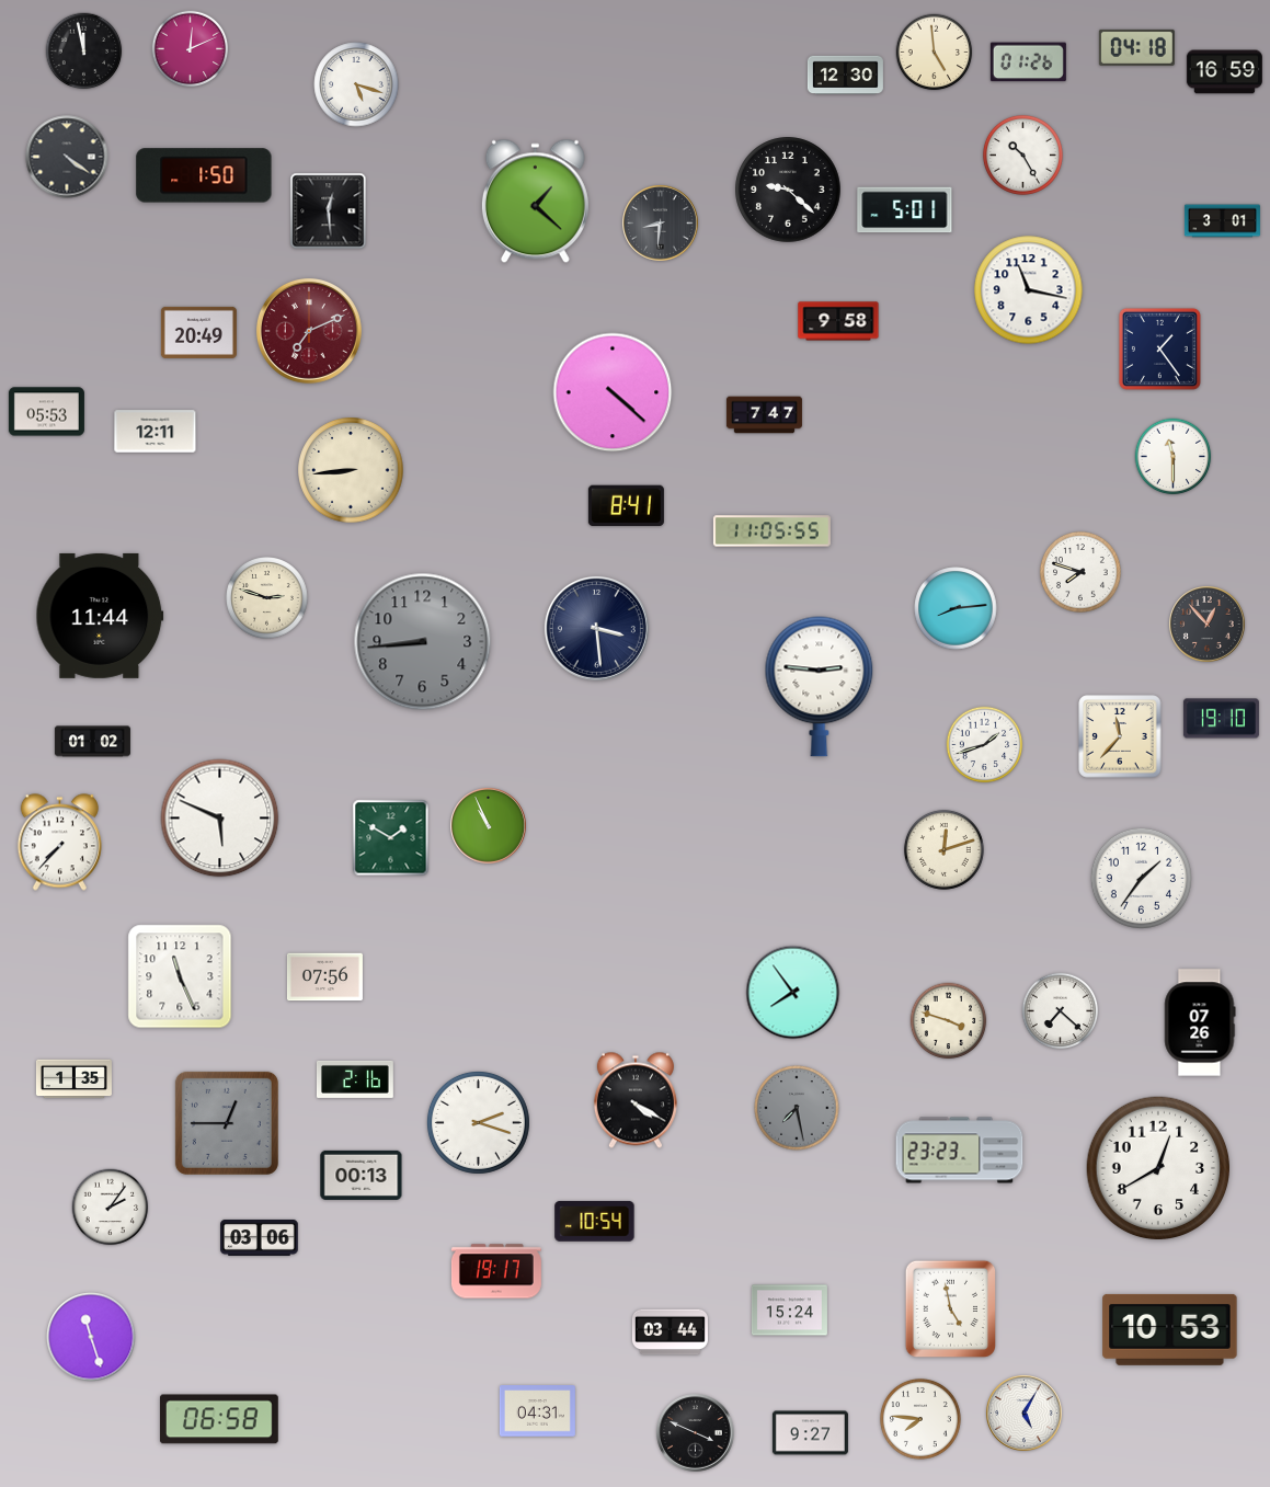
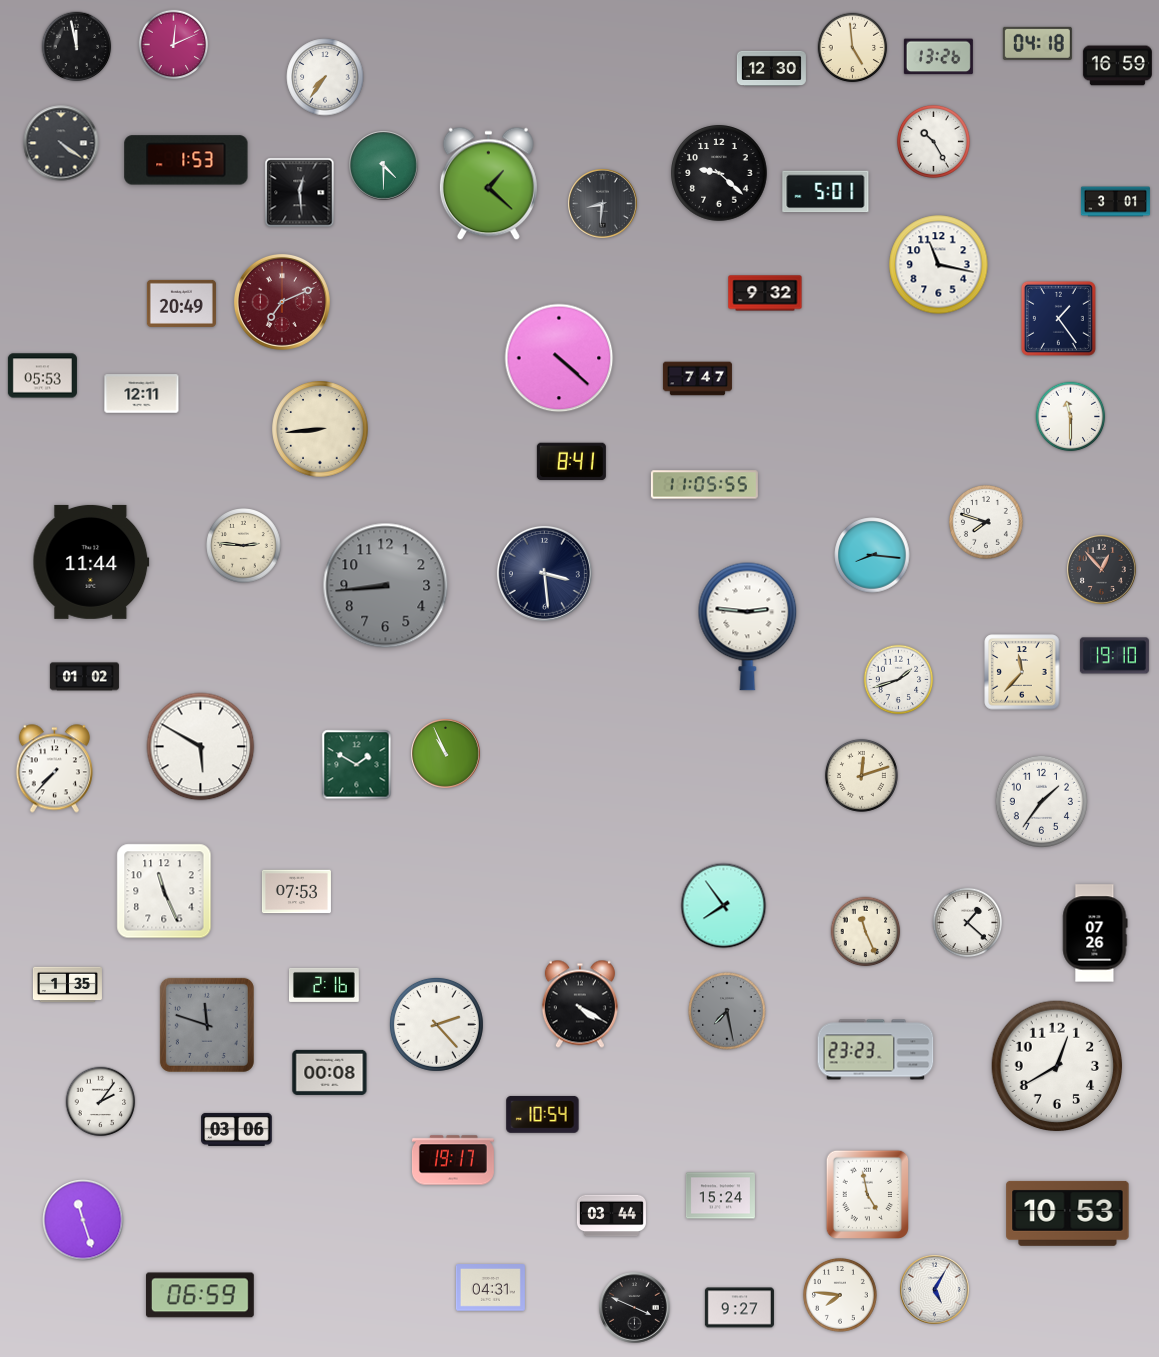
clock at (1028, 62): 01:26 -> 13:26
clock at (356, 84): 5:18 -> 7:36
clock at (204, 175): 1:50 -> 1:53
clock at (384, 166): none -> 4:30
clock at (838, 321): 9:58 -> 9:32
clock at (267, 598): 2:48 -> 2:46
clock at (956, 608): 8:14 -> 8:16
clock at (220, 819): 5:49 -> 5:50
clock at (324, 977): 07:56 -> 07:53
clock at (1061, 1011): 7:22 -> 1:22
clock at (949, 1021): 3:48 -> 11:26
clock at (478, 1122): 2:18 -> 2:23
clock at (227, 1123): 12:45 -> 11:48
clock at (362, 1175): 00:13 -> 00:08
clock at (219, 1419): 06:58 -> 06:59
